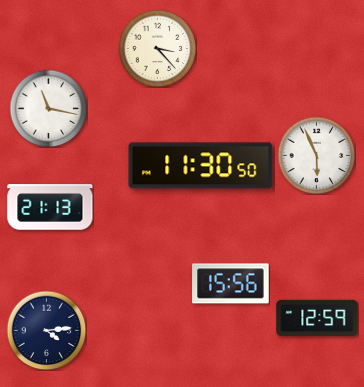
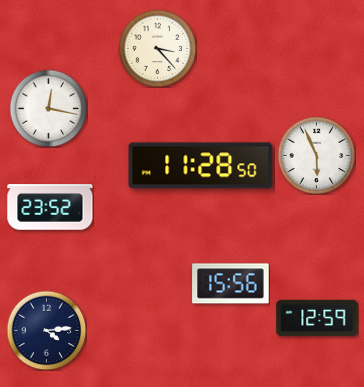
clock at (48, 108): 11:17 -> 12:17
clock at (201, 166): 11:30 -> 11:28
clock at (50, 207): 21:13 -> 23:52
